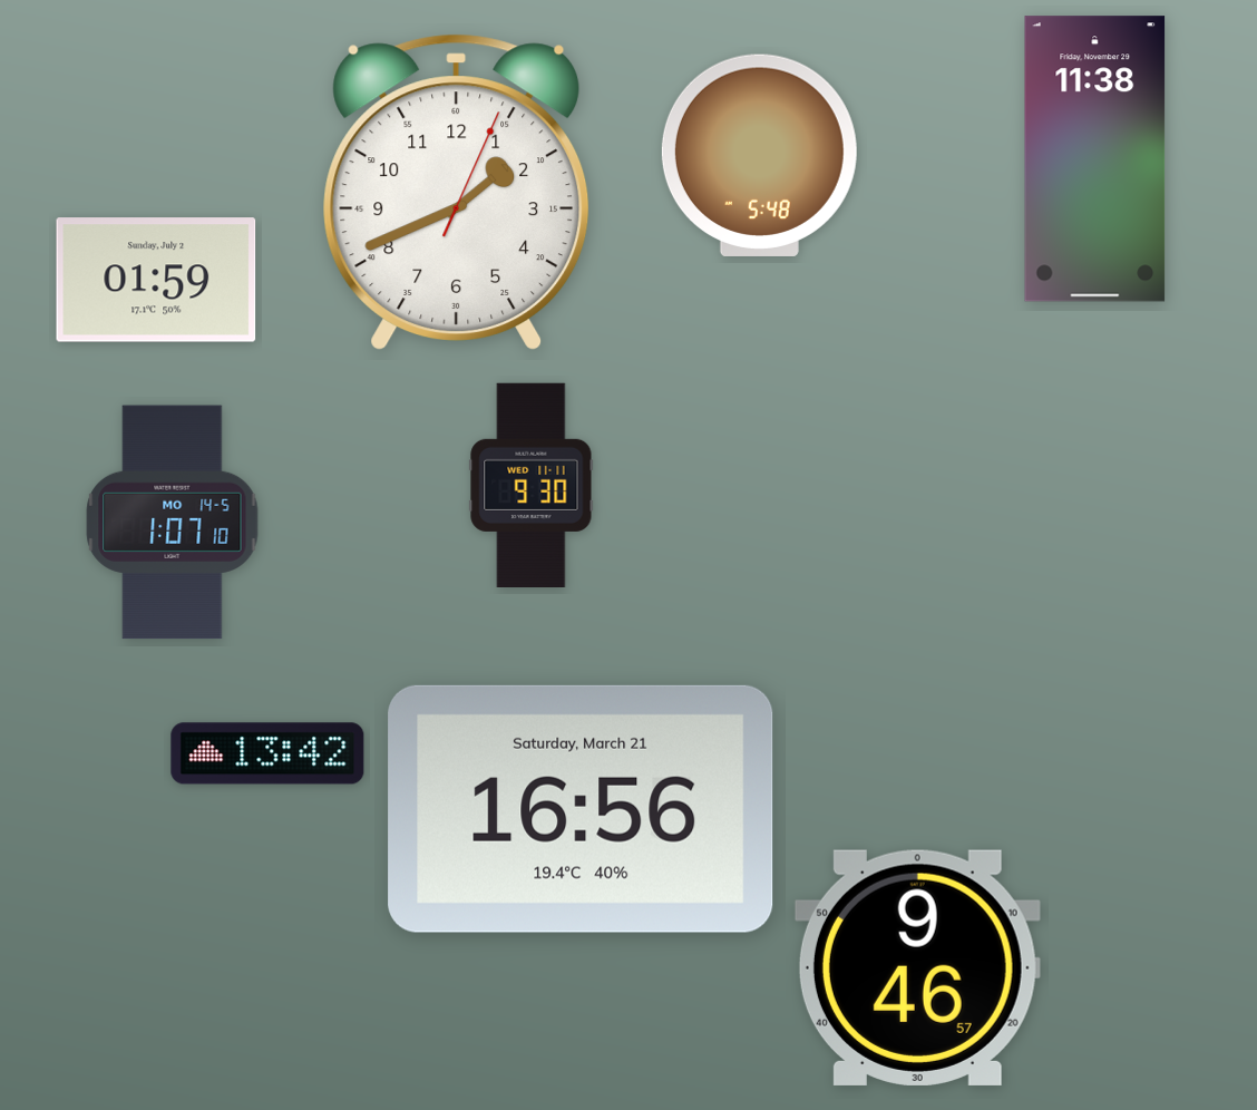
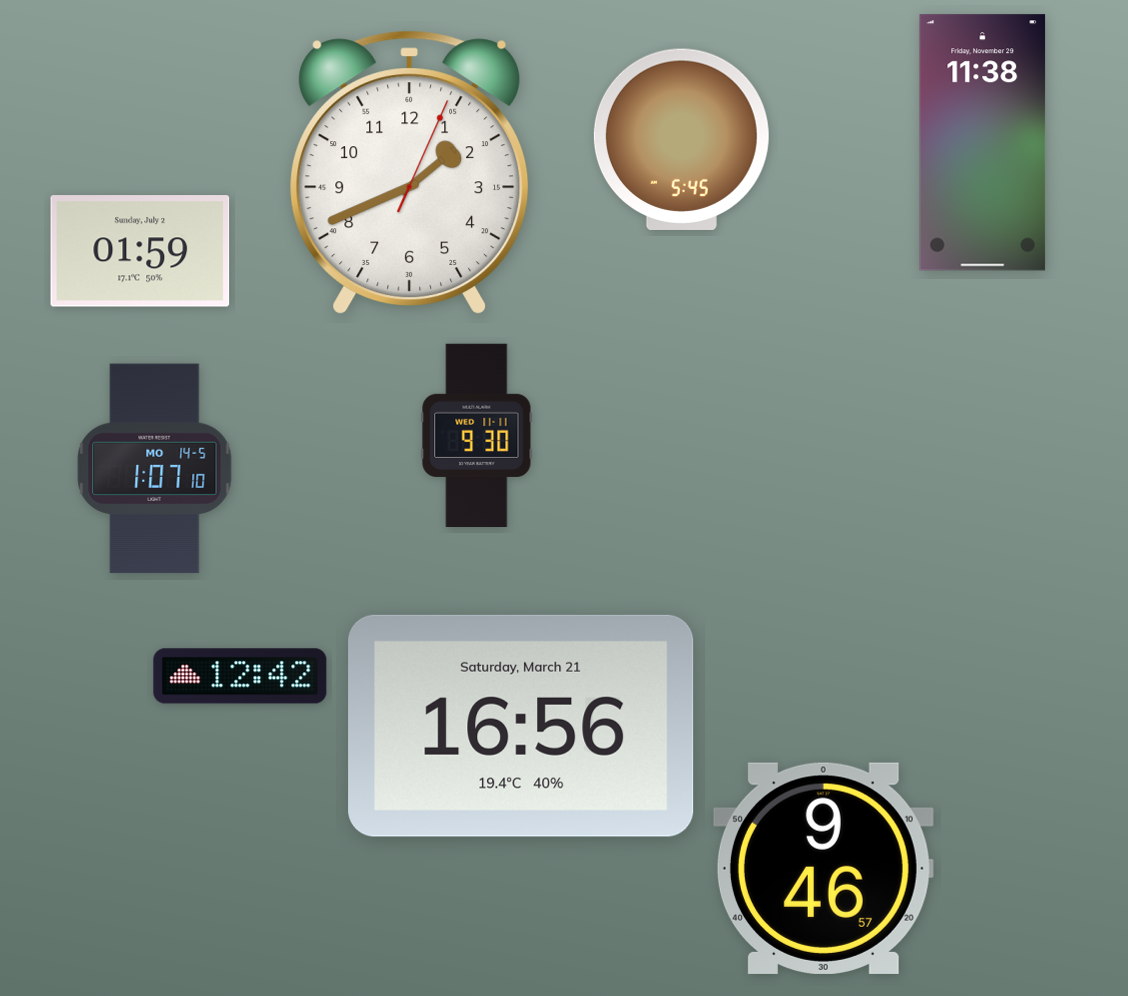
clock at (759, 155): 5:48 -> 5:45
clock at (267, 753): 13:42 -> 12:42
